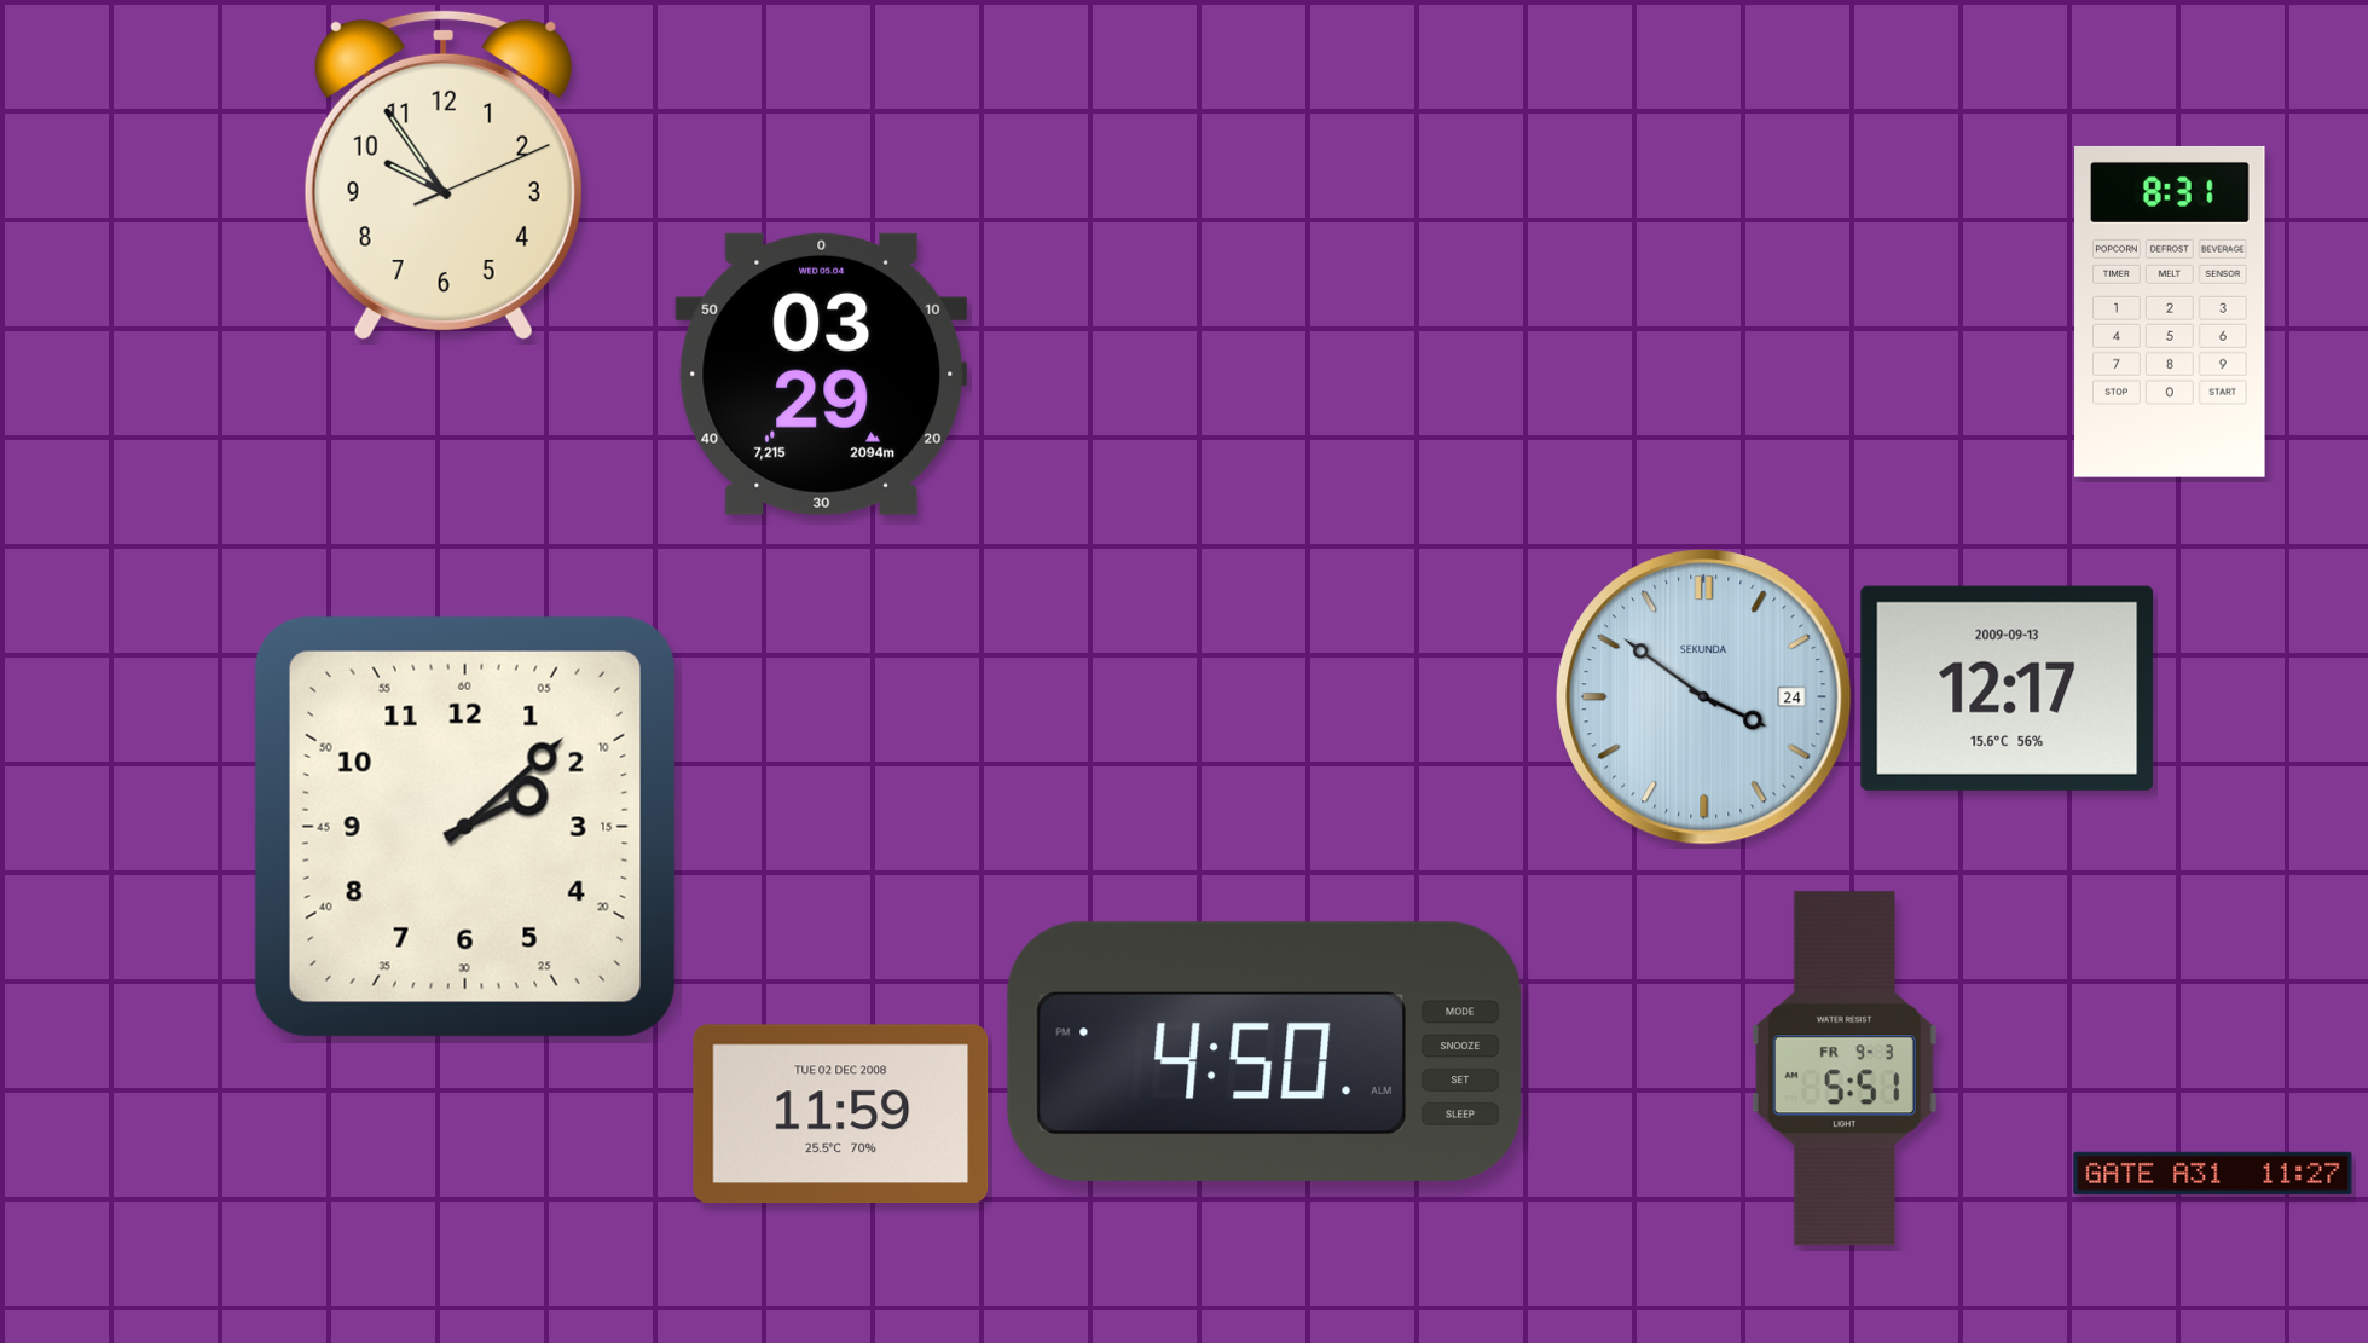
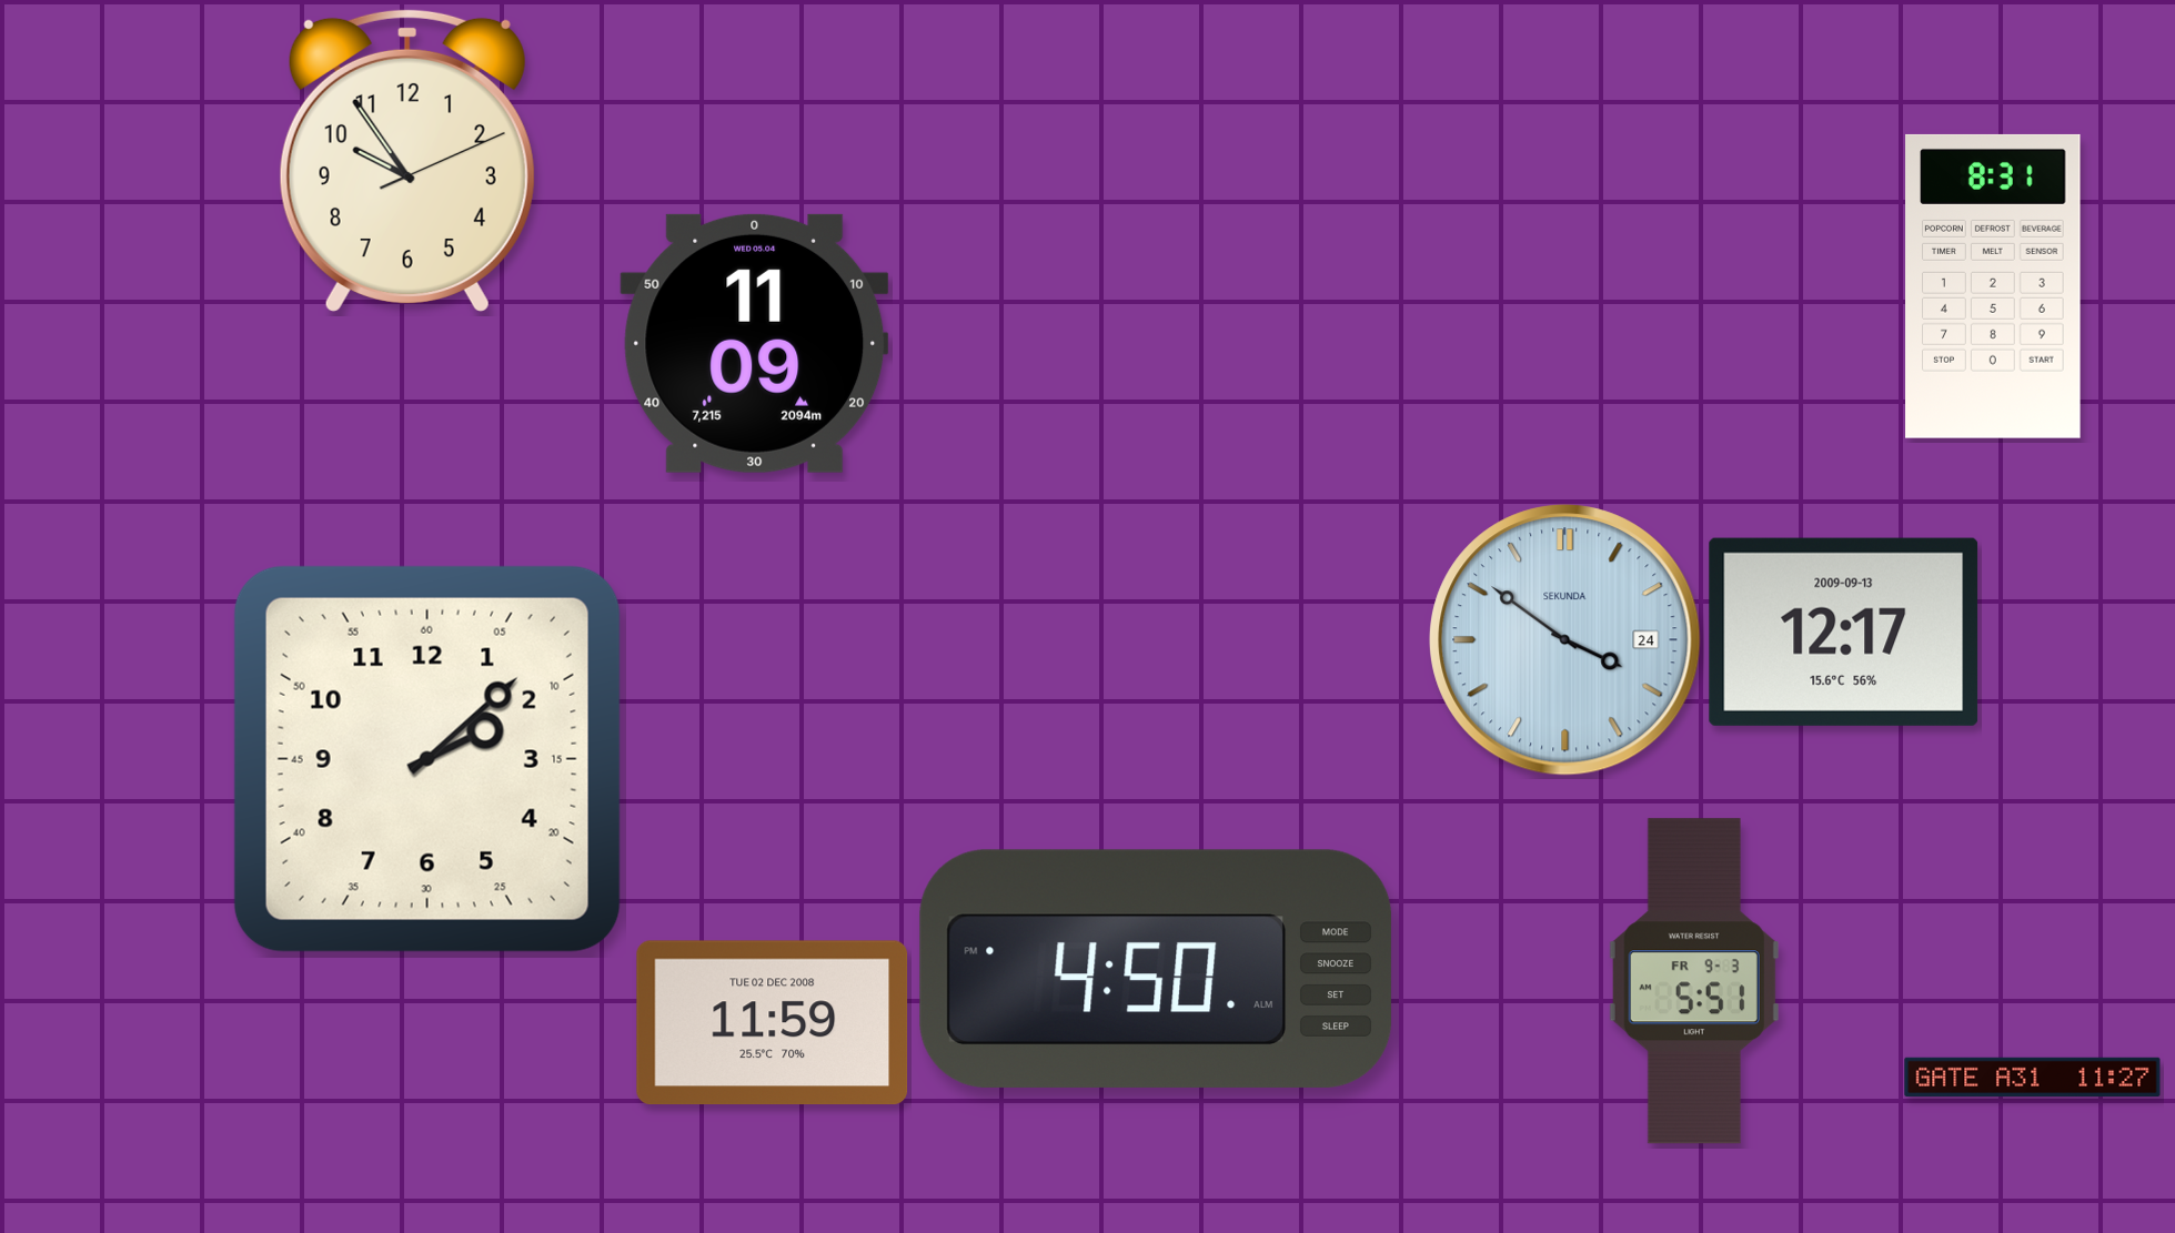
clock at (822, 374): 03:29 -> 11:09
clock at (1264, 1052) position: (1264, 1052) -> (1156, 969)
